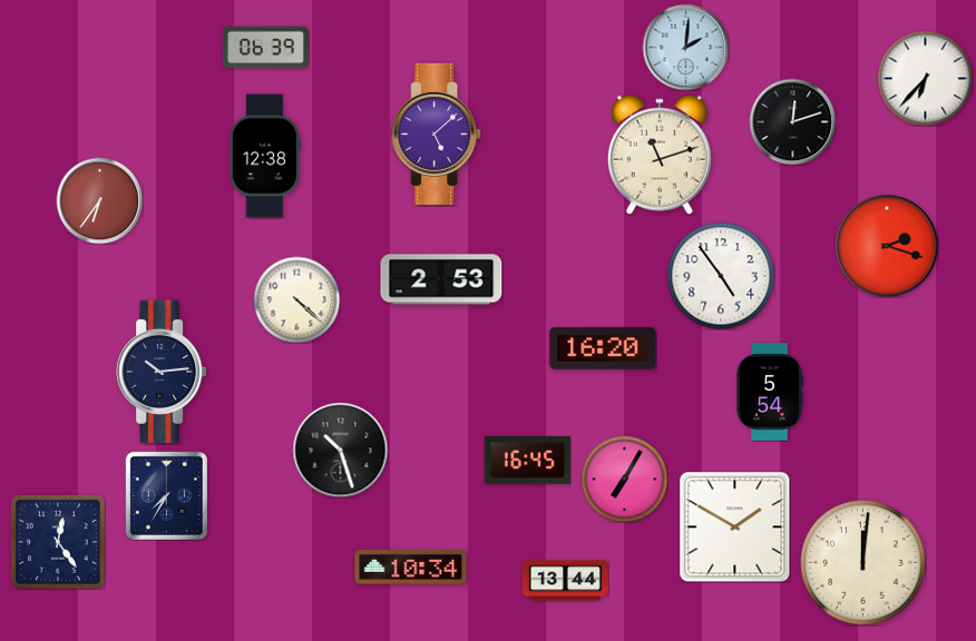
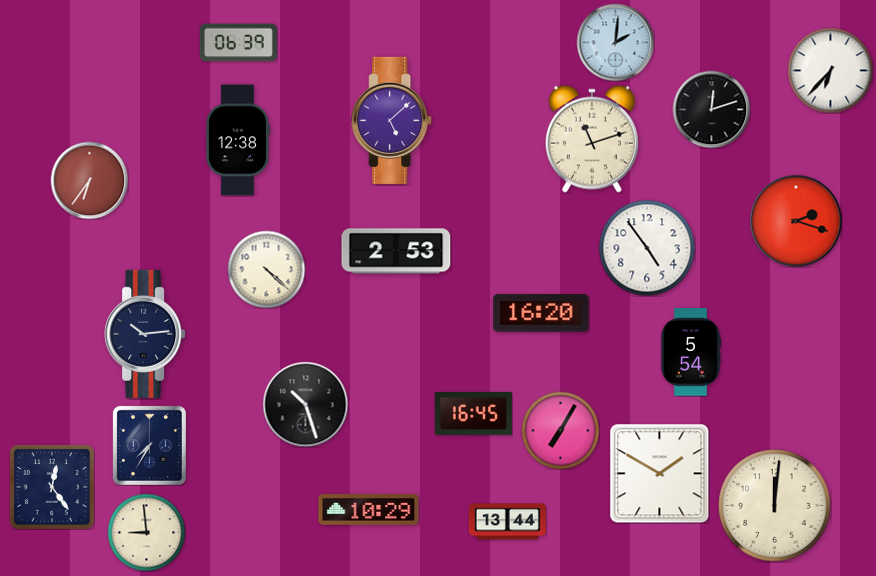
clock at (411, 568): 10:34 -> 10:29
clock at (146, 532): none -> 8:59
